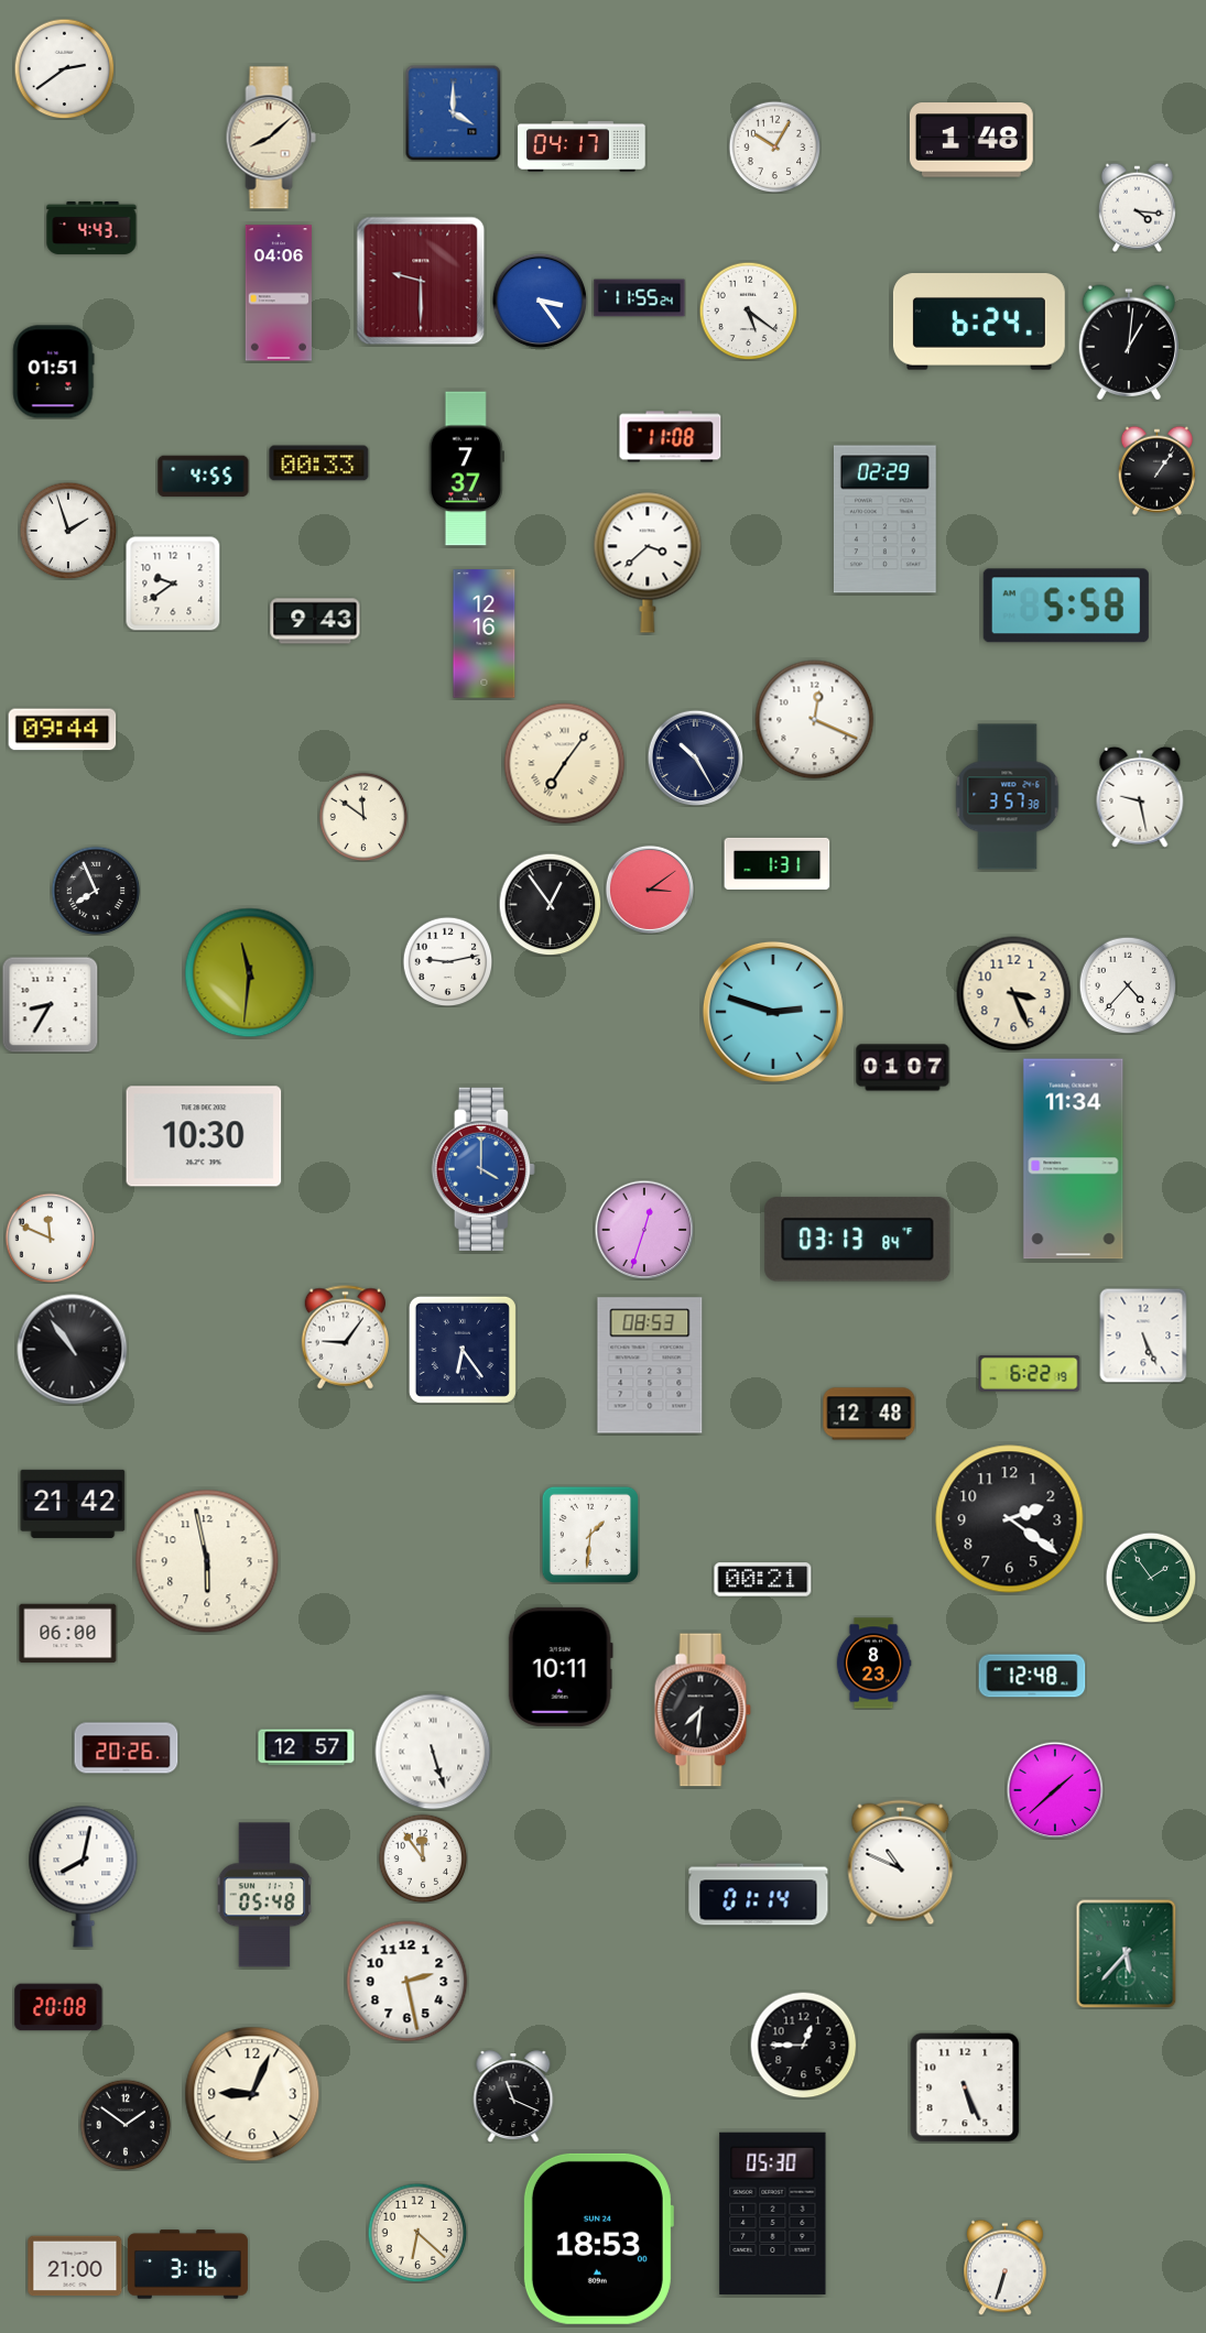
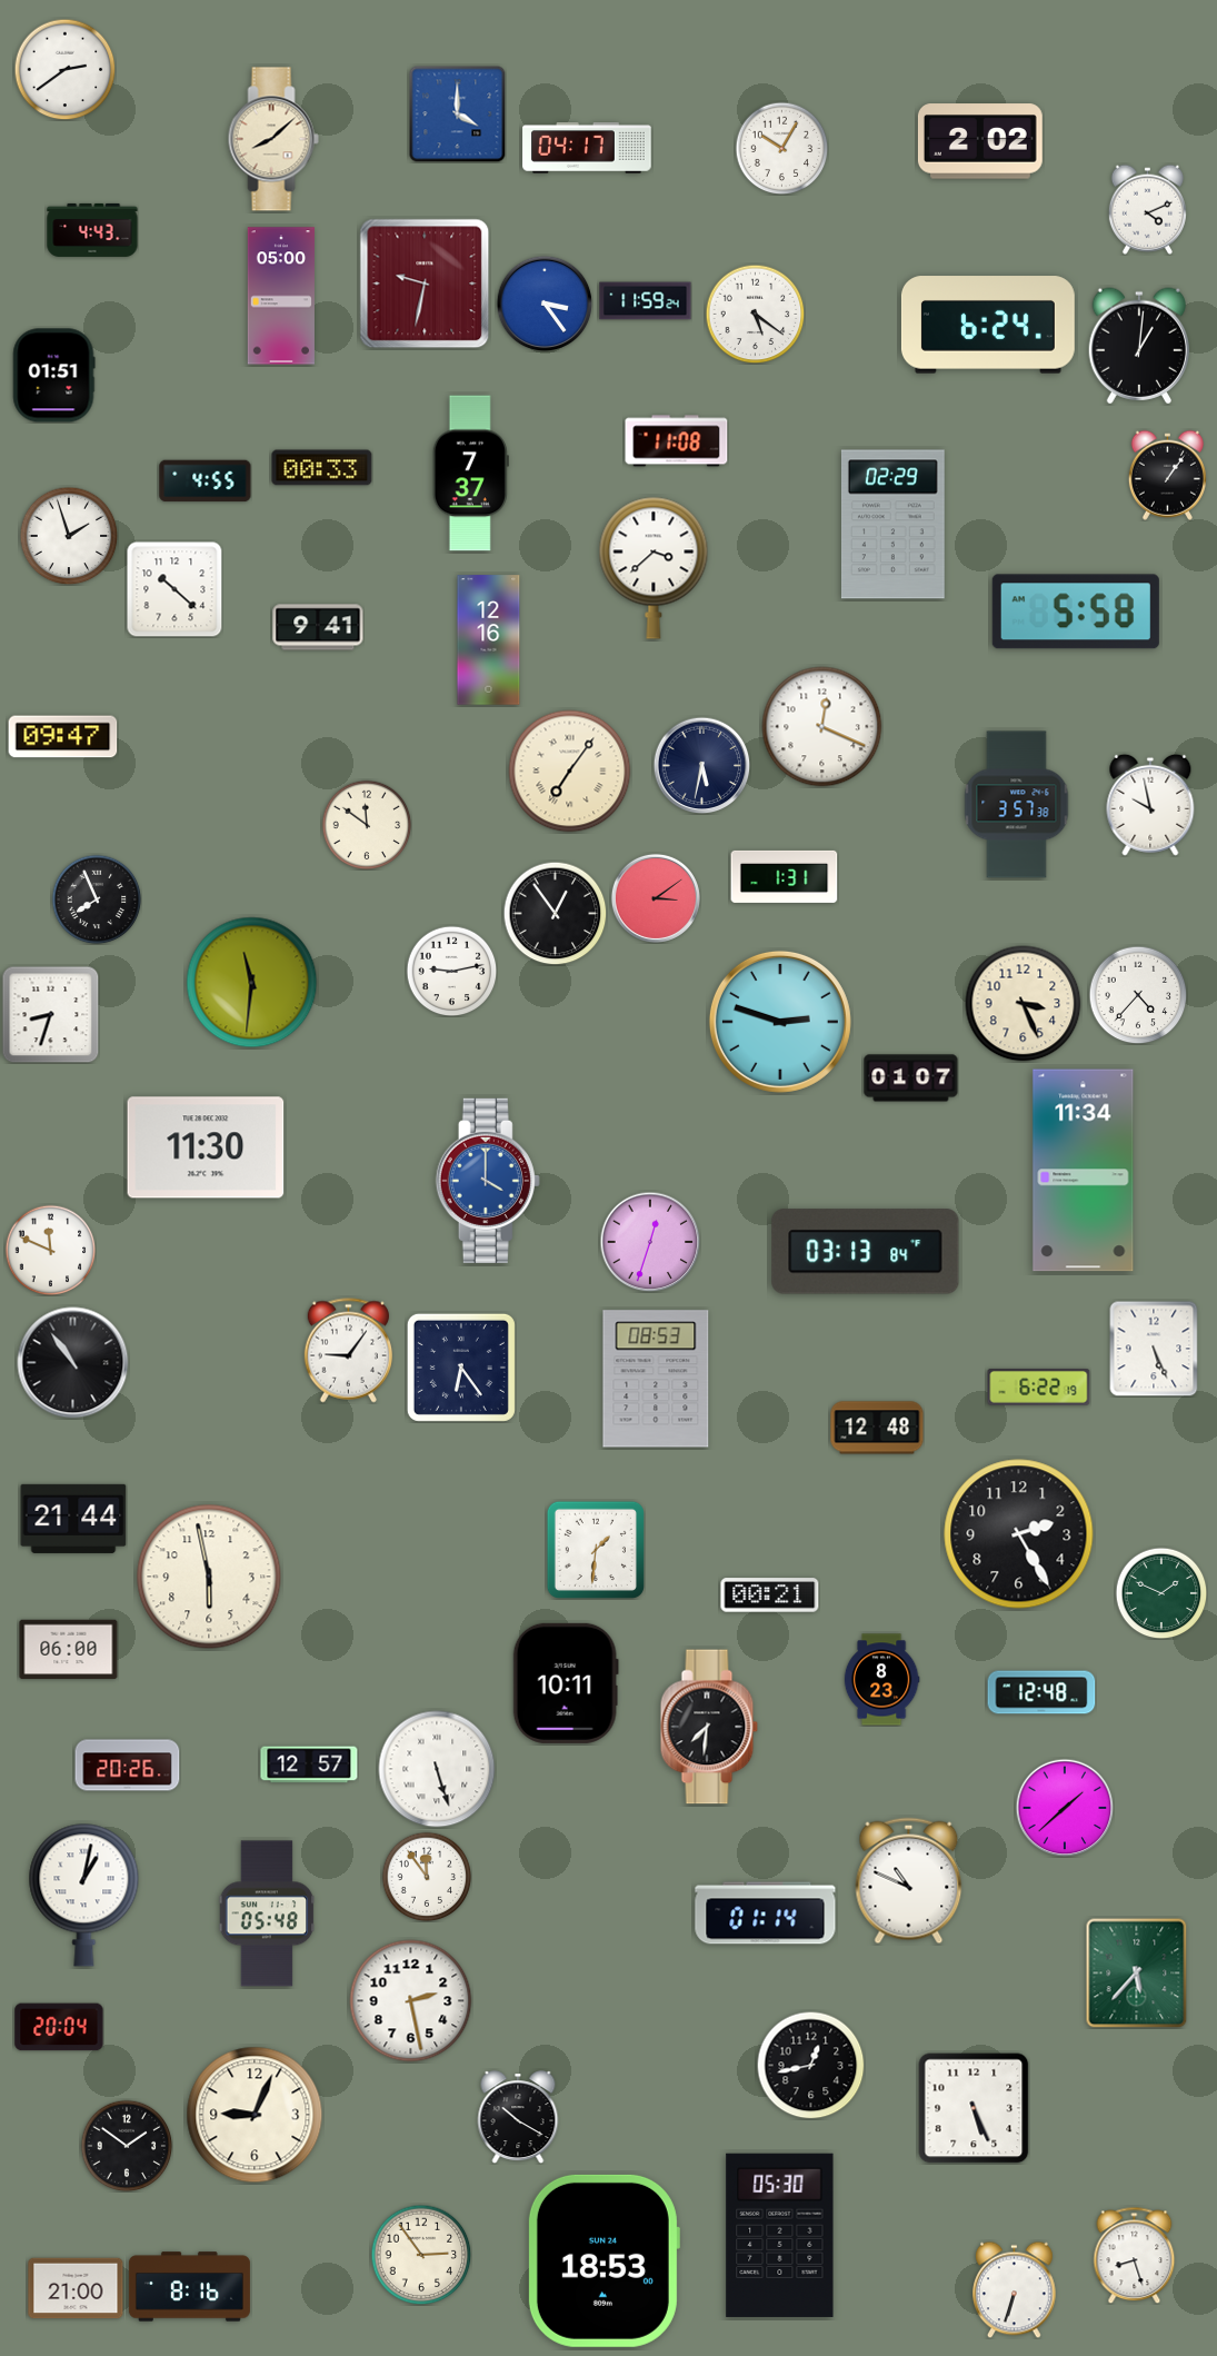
clock at (971, 140): 1:48 -> 2:02
clock at (1137, 207): 4:16 -> 4:11
clock at (421, 281): 9:30 -> 9:32
clock at (279, 293): 04:06 -> 05:00
clock at (640, 298): 11:55 -> 11:59
clock at (173, 584): 9:39 -> 10:22
clock at (315, 621): 9:43 -> 9:41
clock at (63, 730): 09:44 -> 09:47
clock at (695, 757): 10:25 -> 5:32
clock at (1140, 797): 9:28 -> 9:58
clock at (778, 863) position: (778, 863) -> (785, 876)
clock at (50, 1004): 8:35 -> 8:33
clock at (204, 1136): 10:30 -> 11:30
clock at (463, 1350) position: (463, 1350) -> (461, 1368)
clock at (73, 1504): 21:42 -> 21:44
clock at (1010, 1519): 2:21 -> 2:25
clock at (1151, 1578): 1:54 -> 1:49
clock at (84, 1876): 8:02 -> 1:02
clock at (58, 2007): 20:08 -> 20:04
clock at (803, 2045): 12:45 -> 12:43
clock at (513, 2096): 11:19 -> 10:20
clock at (417, 2233): 6:22 -> 2:54
clock at (1135, 2255): none -> 8:27
clock at (187, 2265): 3:16 -> 8:16
